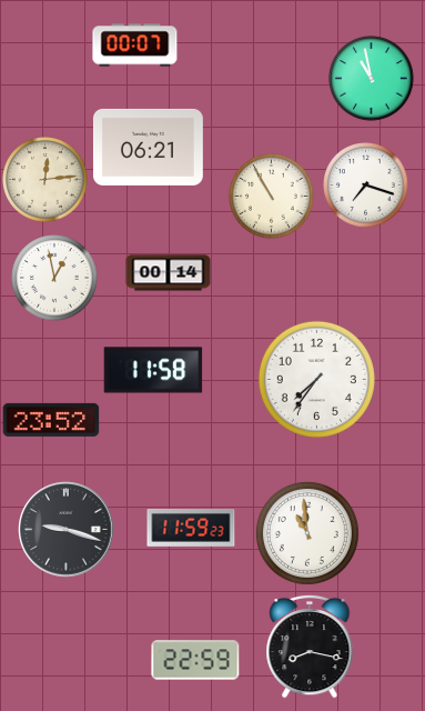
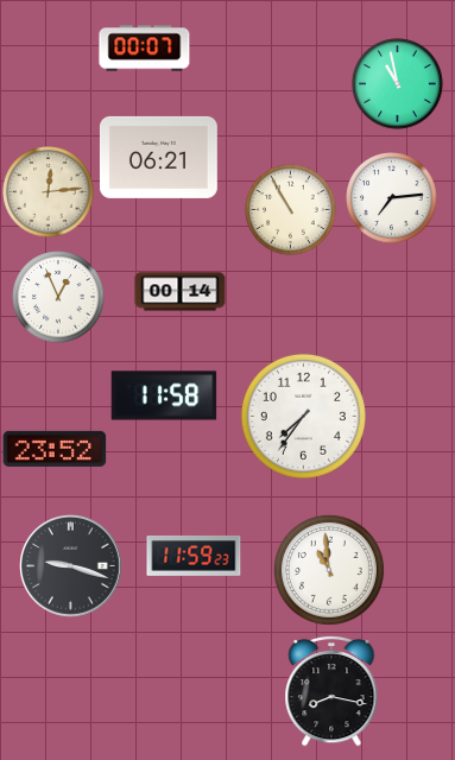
clock at (366, 186): 7:18 -> 7:14
clock at (54, 278): 12:58 -> 12:56
clock at (316, 379) position: (316, 379) -> (303, 416)
clock at (191, 528) position: (191, 528) -> (194, 556)
clock at (195, 660): 22:59 -> none
